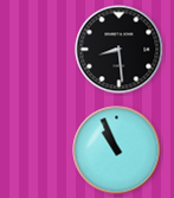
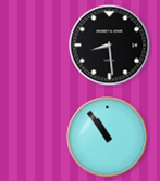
clock at (117, 151): 10:56 -> 10:54
